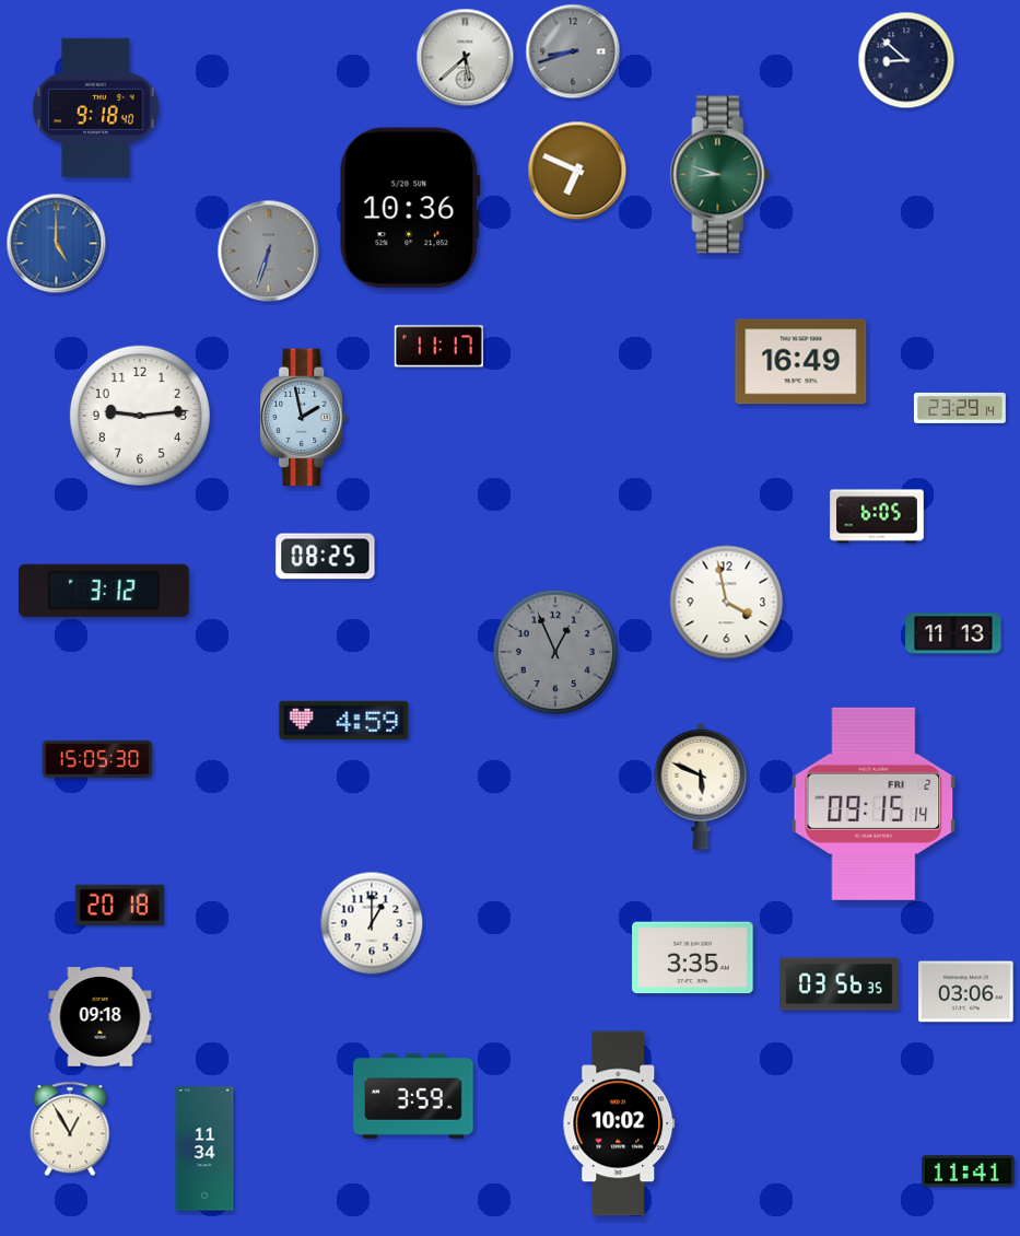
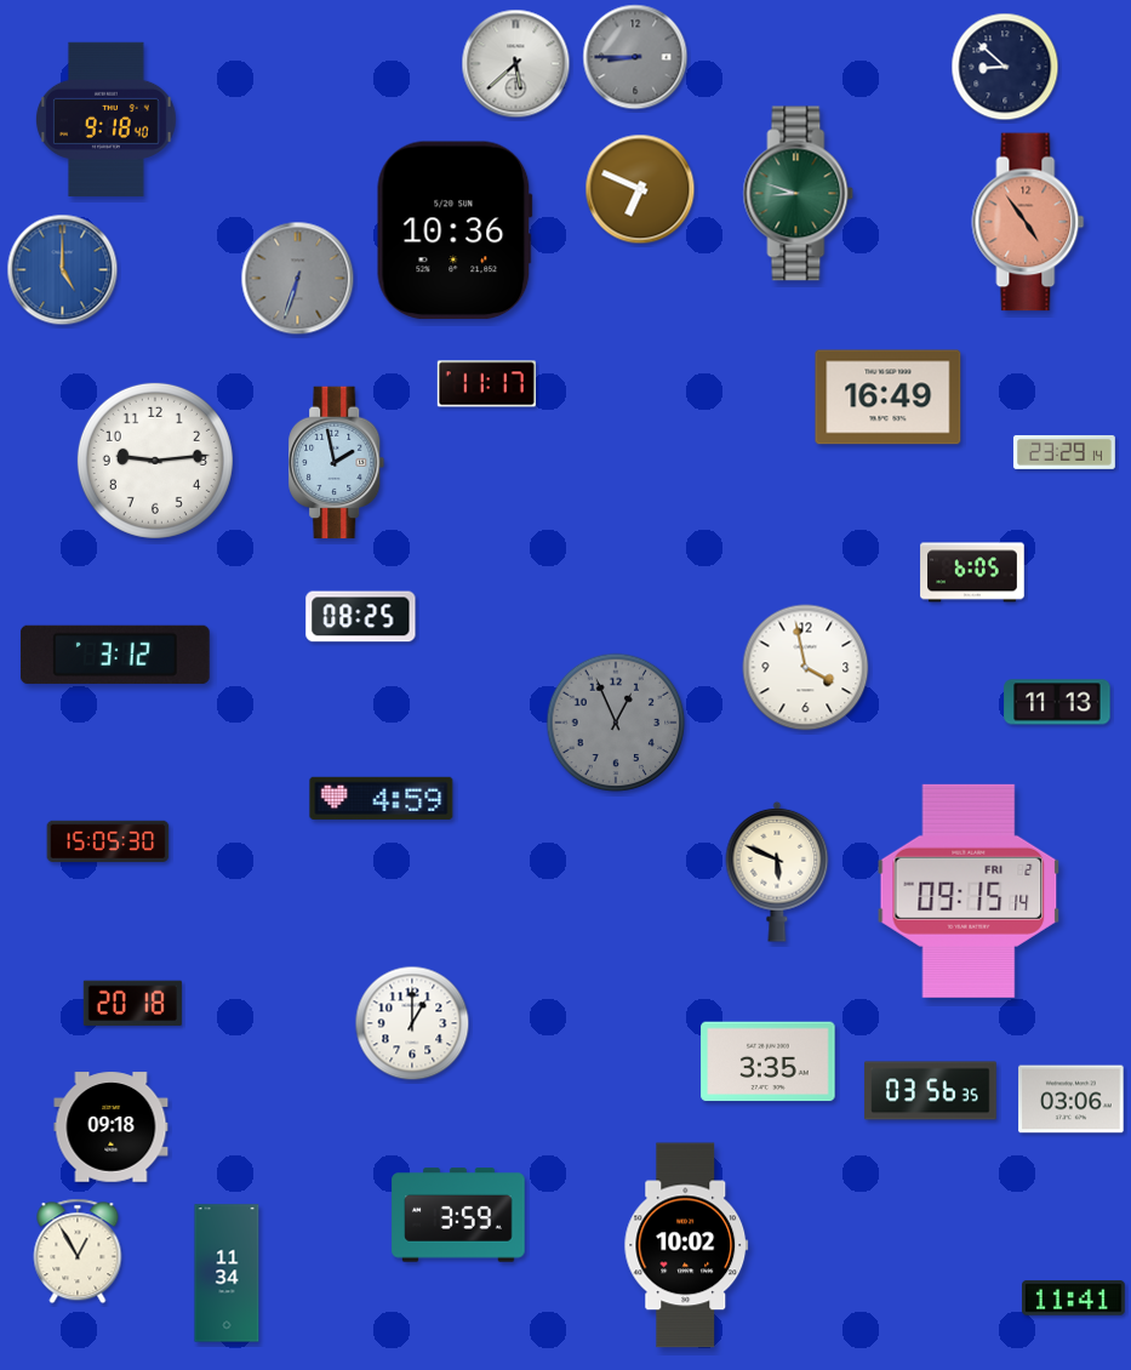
clock at (573, 51): 8:42 -> 8:45
clock at (1028, 222): none -> 4:54
clock at (801, 362) position: (801, 362) -> (889, 398)
